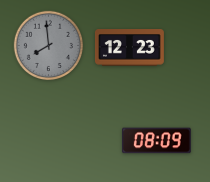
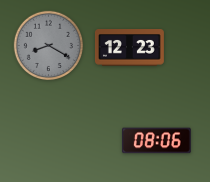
clock at (49, 46): 7:59 -> 8:20
clock at (156, 141): 08:09 -> 08:06
